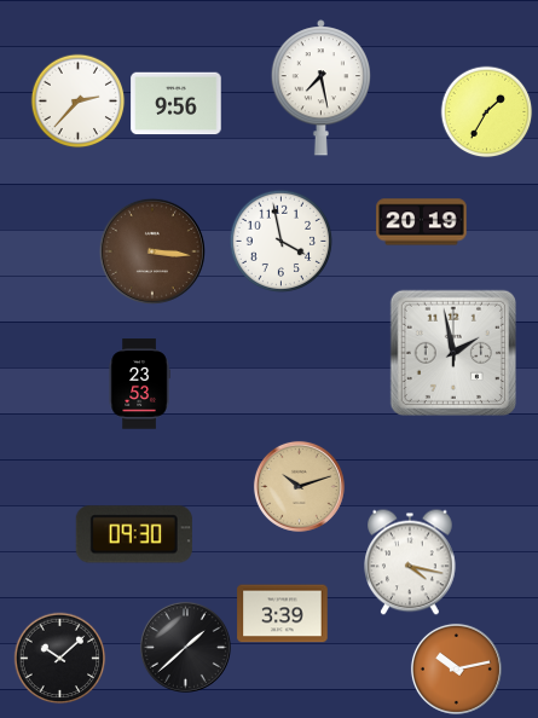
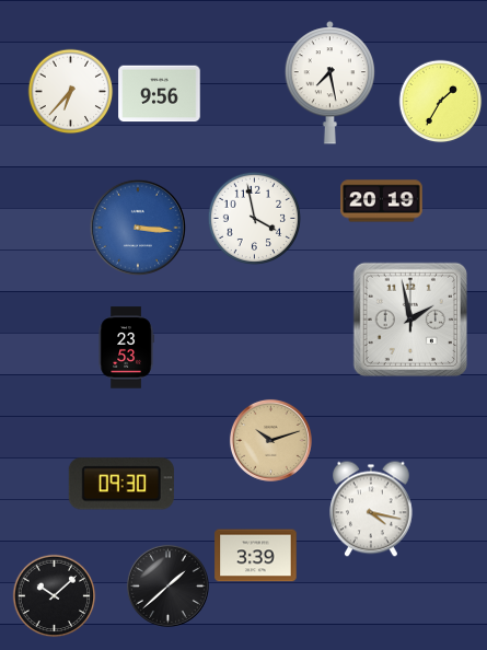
clock at (320, 88) position: (320, 88) -> (329, 83)
clock at (79, 102): 2:37 -> 6:37
clock at (152, 251) dial: brown -> blue
clock at (456, 668): 10:13 -> none
